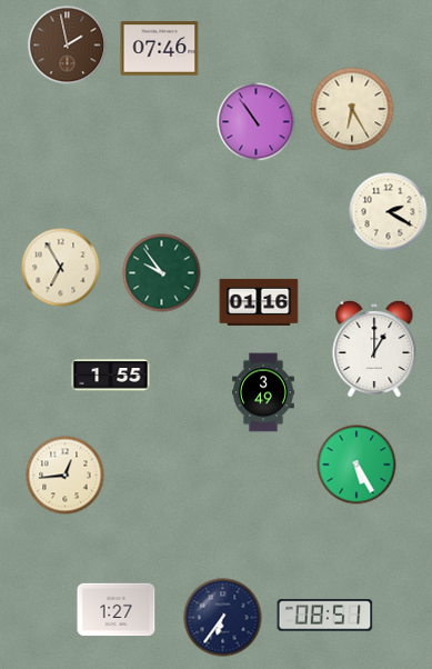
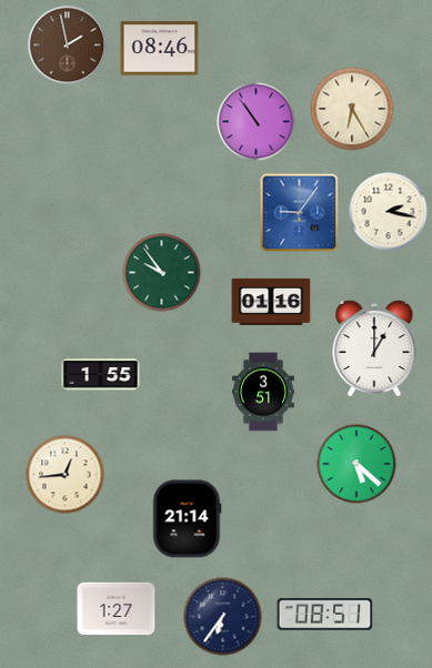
clock at (160, 49): 07:46 -> 08:46
clock at (389, 212): 2:20 -> 2:17
clock at (300, 213): none -> 9:06
clock at (61, 268): 6:55 -> none
clock at (259, 302) position: (259, 302) -> (271, 302)
clock at (111, 376) position: (111, 376) -> (101, 375)
clock at (264, 392): 3:49 -> 3:51
clock at (356, 465): 5:25 -> 5:22
clock at (187, 519): none -> 21:14
